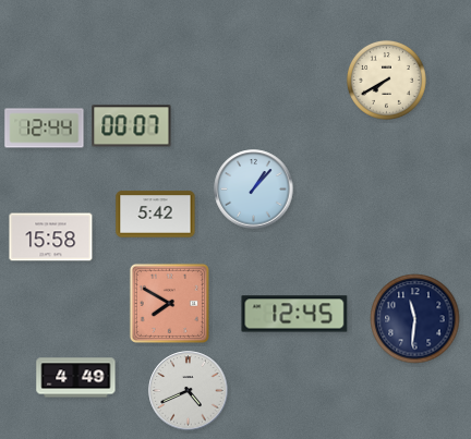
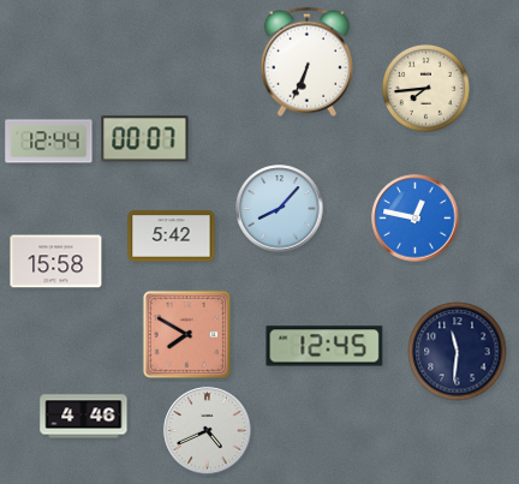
clock at (306, 61): none -> 6:34
clock at (386, 80): 7:40 -> 7:44
clock at (254, 190): 1:07 -> 8:07
clock at (416, 219): none -> 12:47
clock at (76, 378): 4:49 -> 4:46
